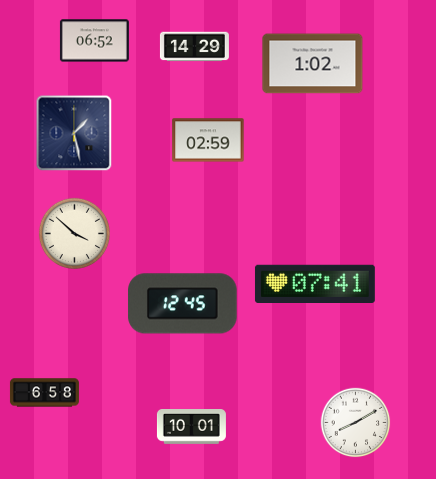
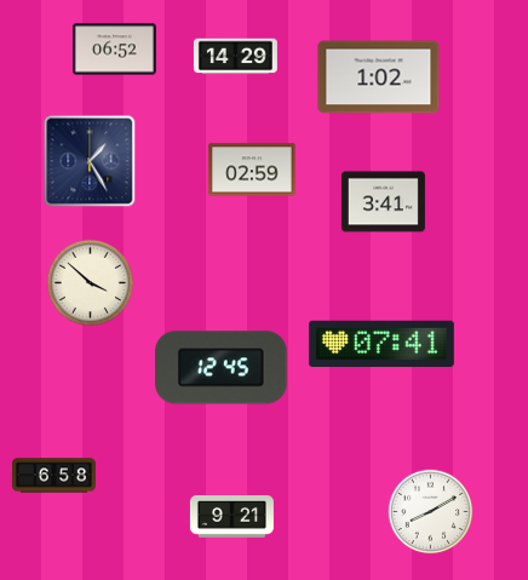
clock at (74, 133): 1:28 -> 1:25
clock at (383, 202): none -> 3:41
clock at (191, 427): 10:01 -> 9:21
